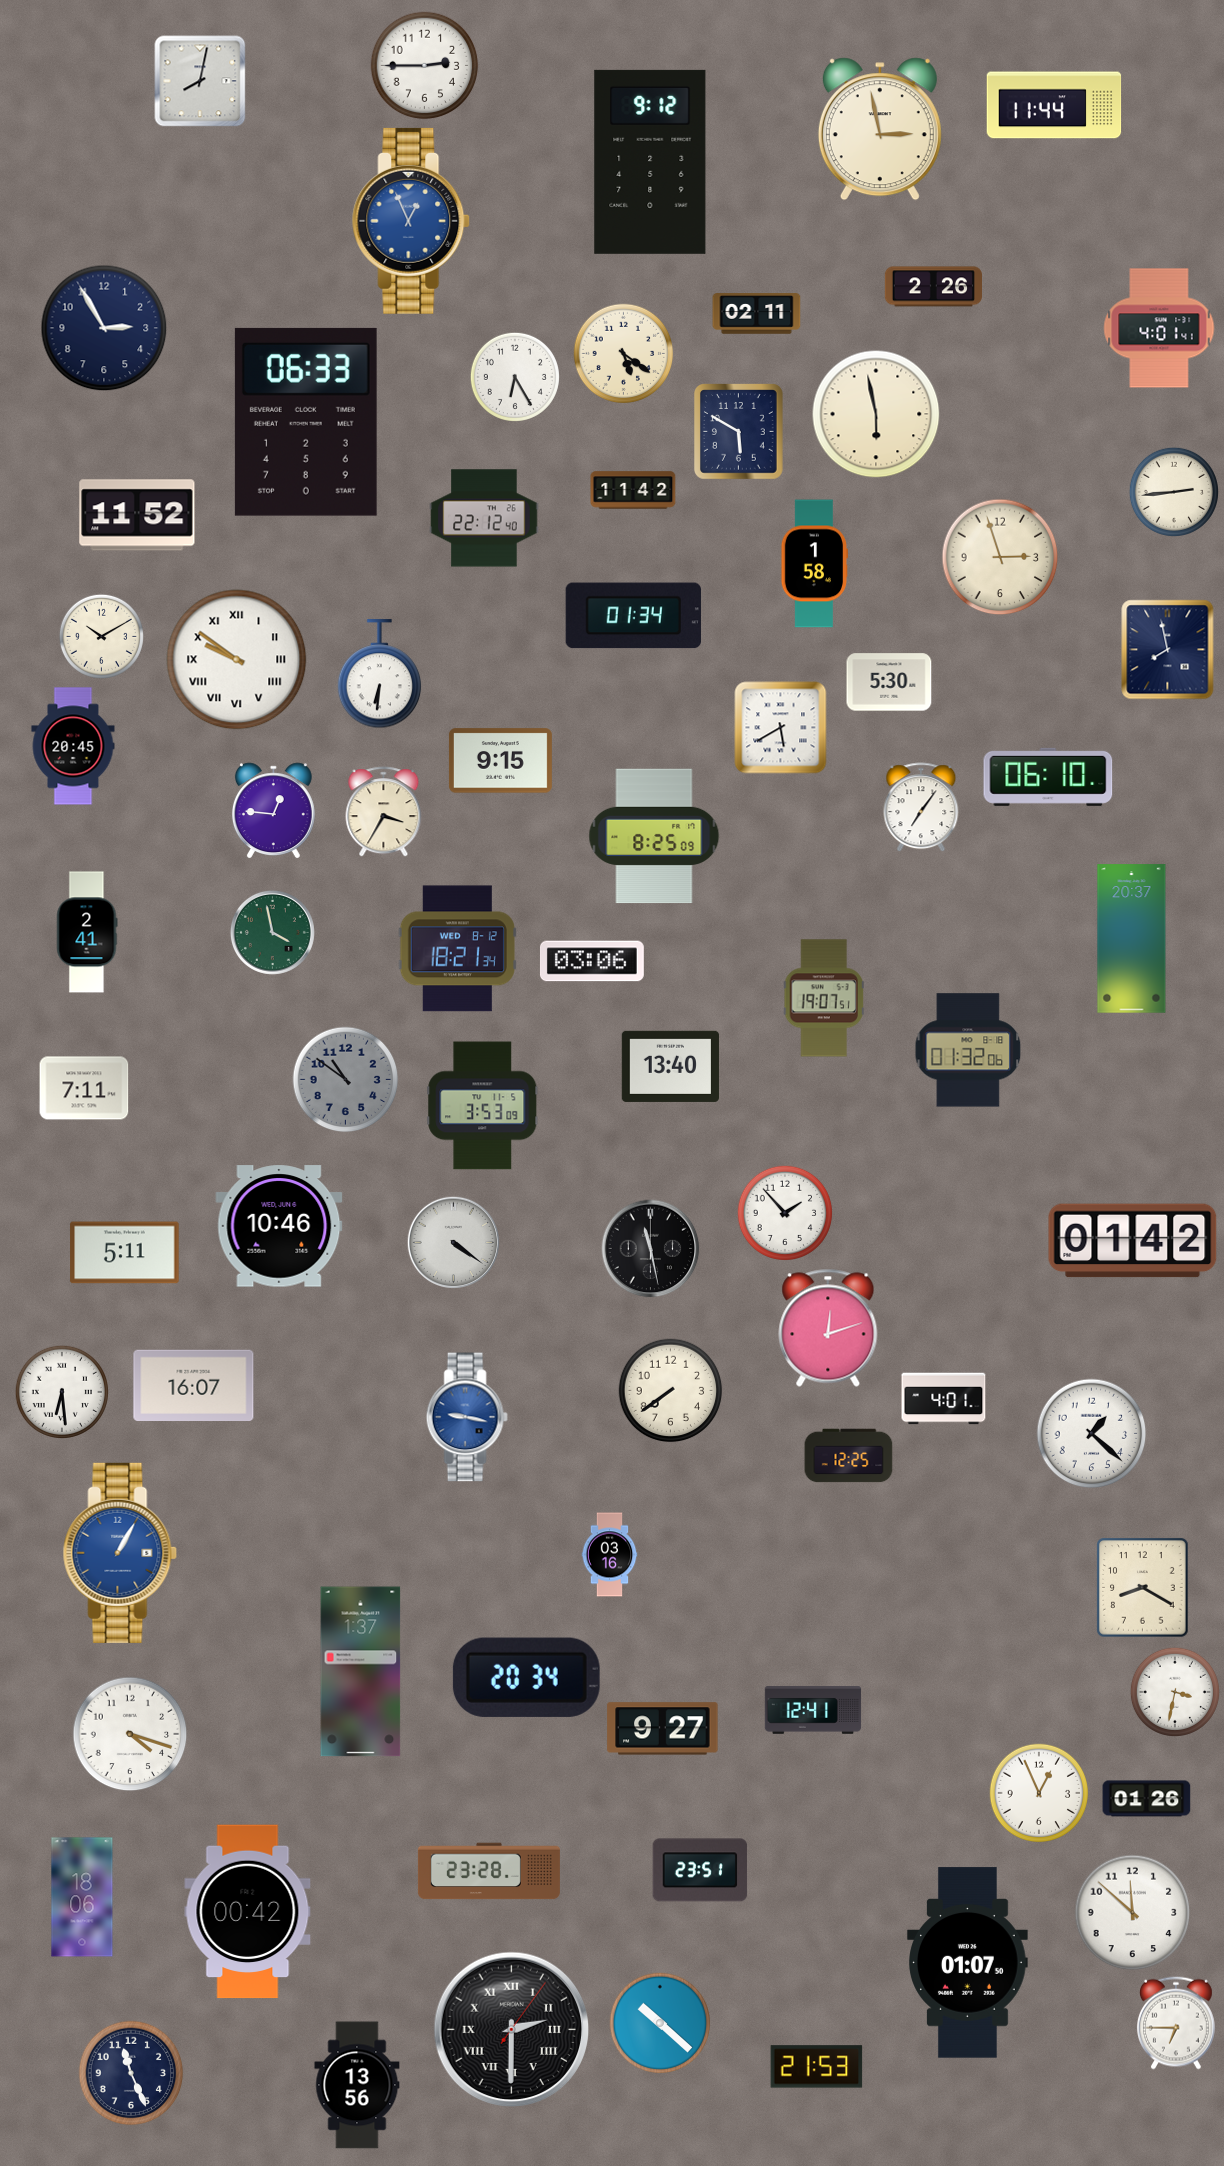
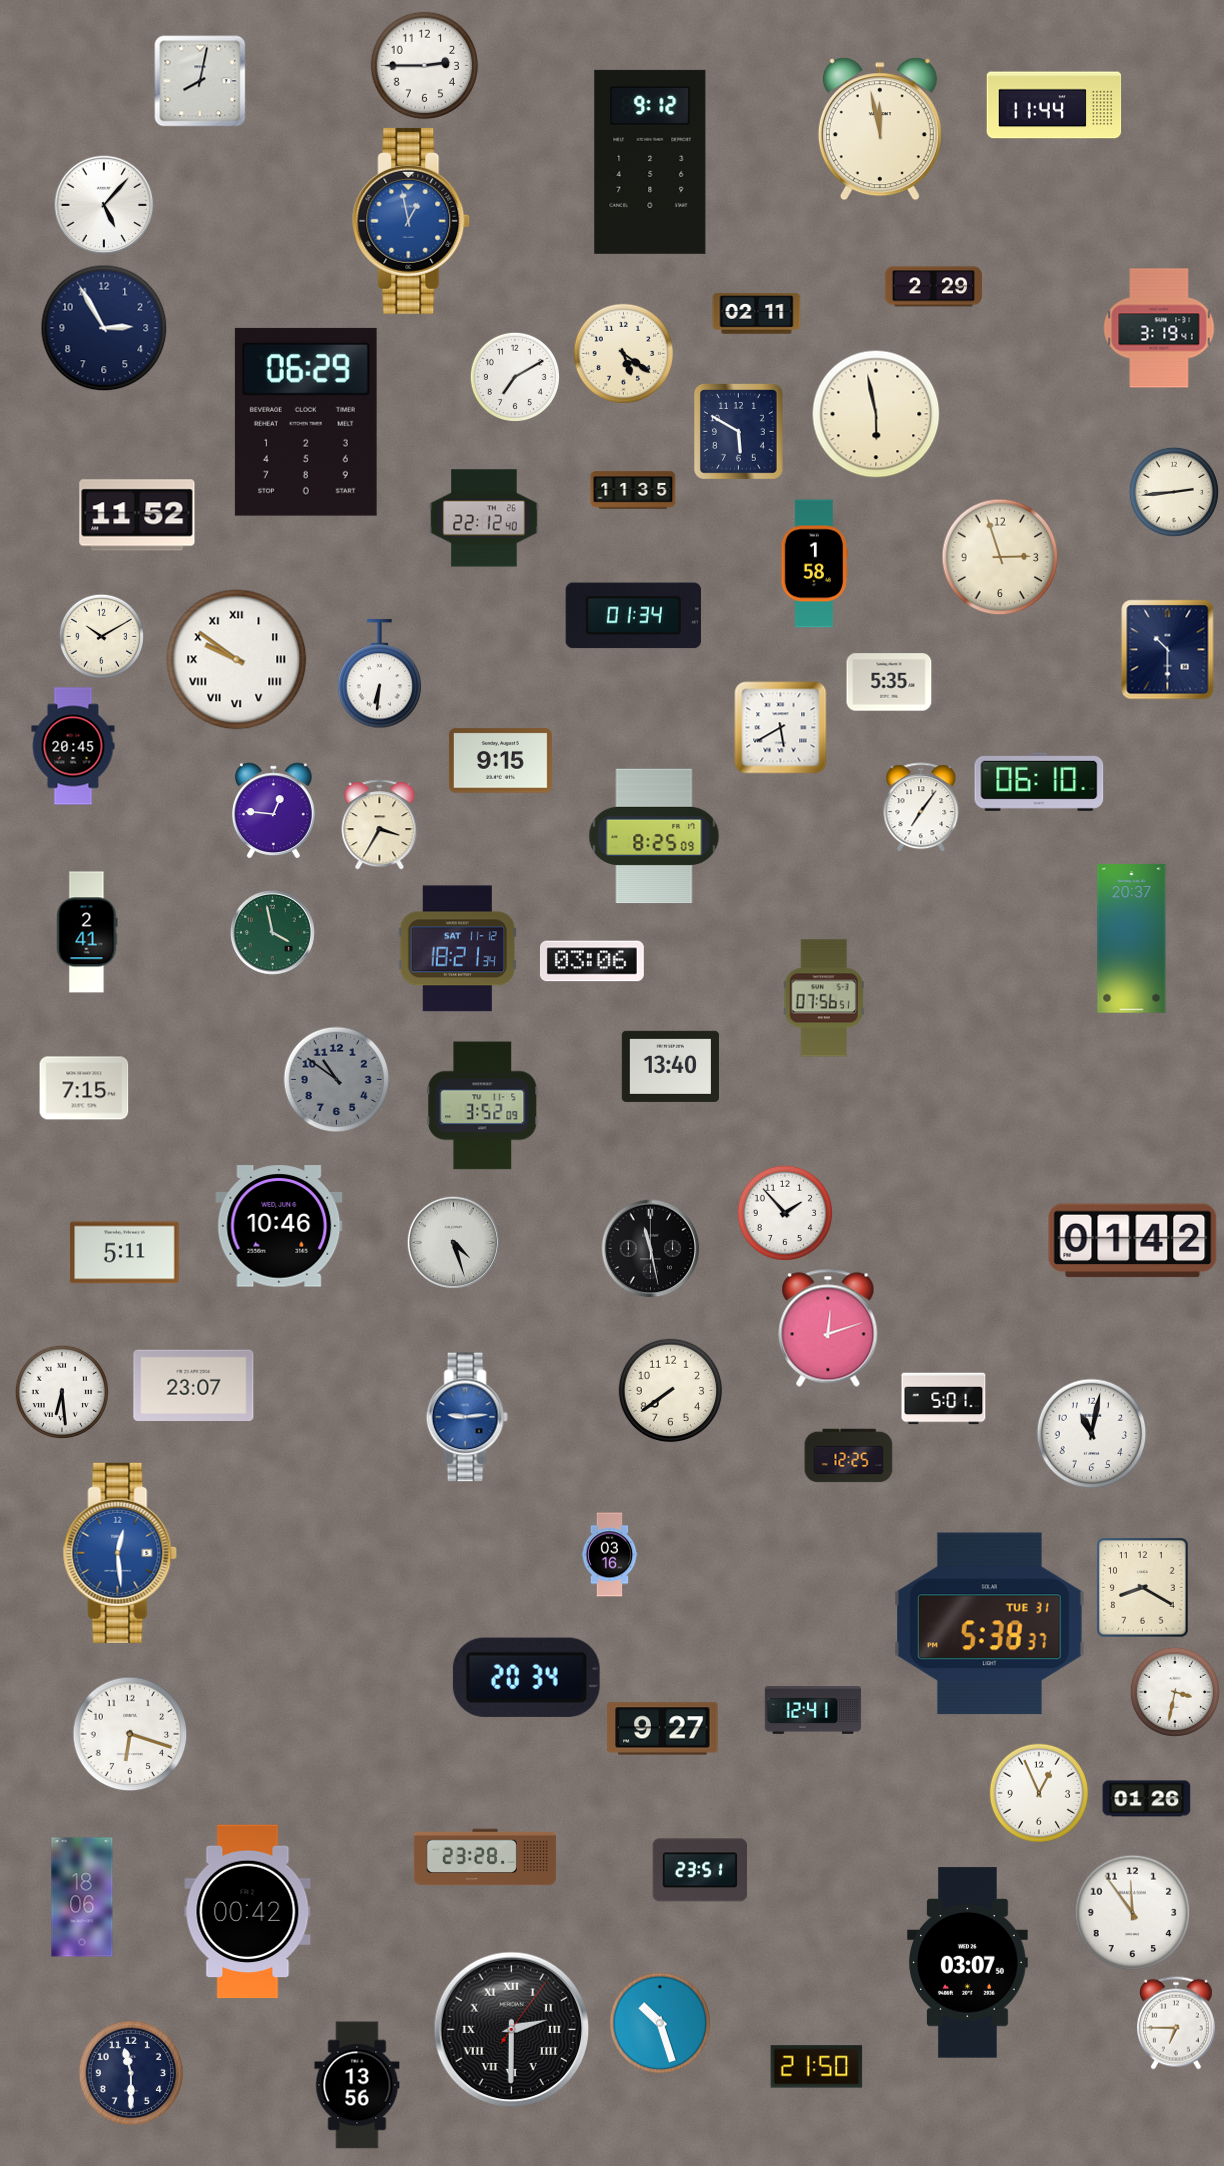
clock at (880, 129): 2:58 -> 11:58
clock at (104, 205): none -> 5:07
clock at (412, 221): 12:56 -> 12:58
clock at (933, 287): 2:26 -> 2:29
clock at (1159, 328): 4:01 -> 3:19
clock at (515, 377): 6:25 -> 7:10
clock at (306, 422): 06:33 -> 06:29
clock at (633, 490): 11:42 -> 11:35
clock at (1168, 650): 7:58 -> 10:30
clock at (889, 682): 5:30 -> 5:35
clock at (1048, 777) position: (1048, 777) -> (1039, 782)
clock at (384, 812) position: (384, 812) -> (380, 825)
clock at (457, 949) date: WED 8-12 -> SAT 11-12
clock at (824, 998): 19:07 -> 07:56
clock at (968, 1050): 01:32 -> none
clock at (346, 1080) position: (346, 1080) -> (337, 1080)
clock at (84, 1088): 7:11 -> 7:15
clock at (483, 1106): 3:53 -> 3:52
clock at (453, 1242): 4:21 -> 4:27
clock at (194, 1385): 16:07 -> 23:07
clock at (944, 1399): 4:01 -> 5:01
clock at (467, 1417): 9:17 -> 9:14
clock at (1092, 1434): 1:22 -> 11:02
clock at (120, 1553): 1:05 -> 12:29
clock at (990, 1624): none -> 5:38
clock at (361, 1672): 1:37 -> none
clock at (130, 1734): 4:18 -> 6:18
clock at (489, 1871) position: (489, 1871) -> (485, 1857)
clock at (1133, 1913): 11:52 -> 11:54
clock at (968, 1963): 01:07 -> 03:07
clock at (660, 2023): 10:22 -> 10:27
clock at (817, 2067): 21:53 -> 21:50
clock at (131, 2073): 11:26 -> 11:30
